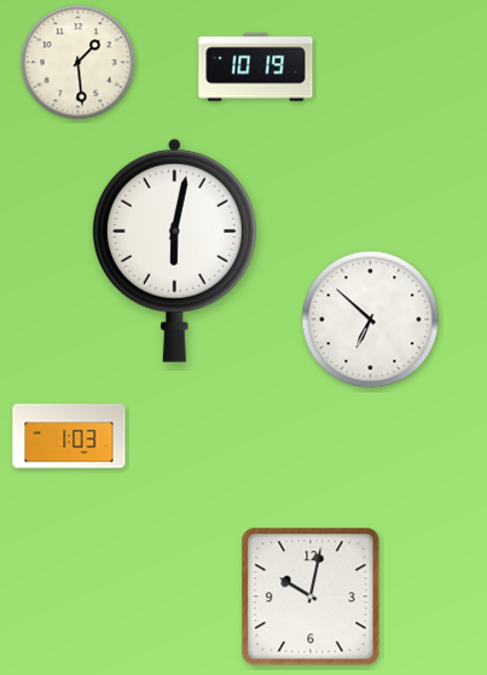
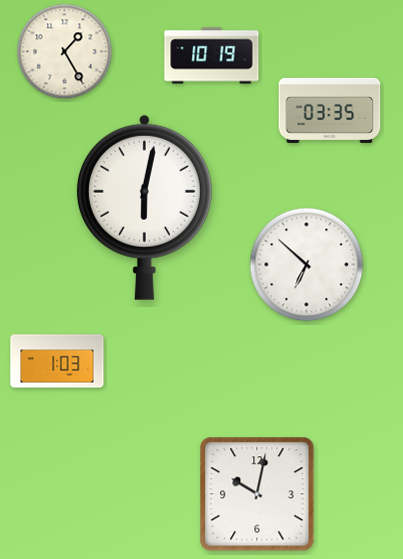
clock at (79, 63): 1:29 -> 1:25
clock at (330, 110): none -> 03:35
